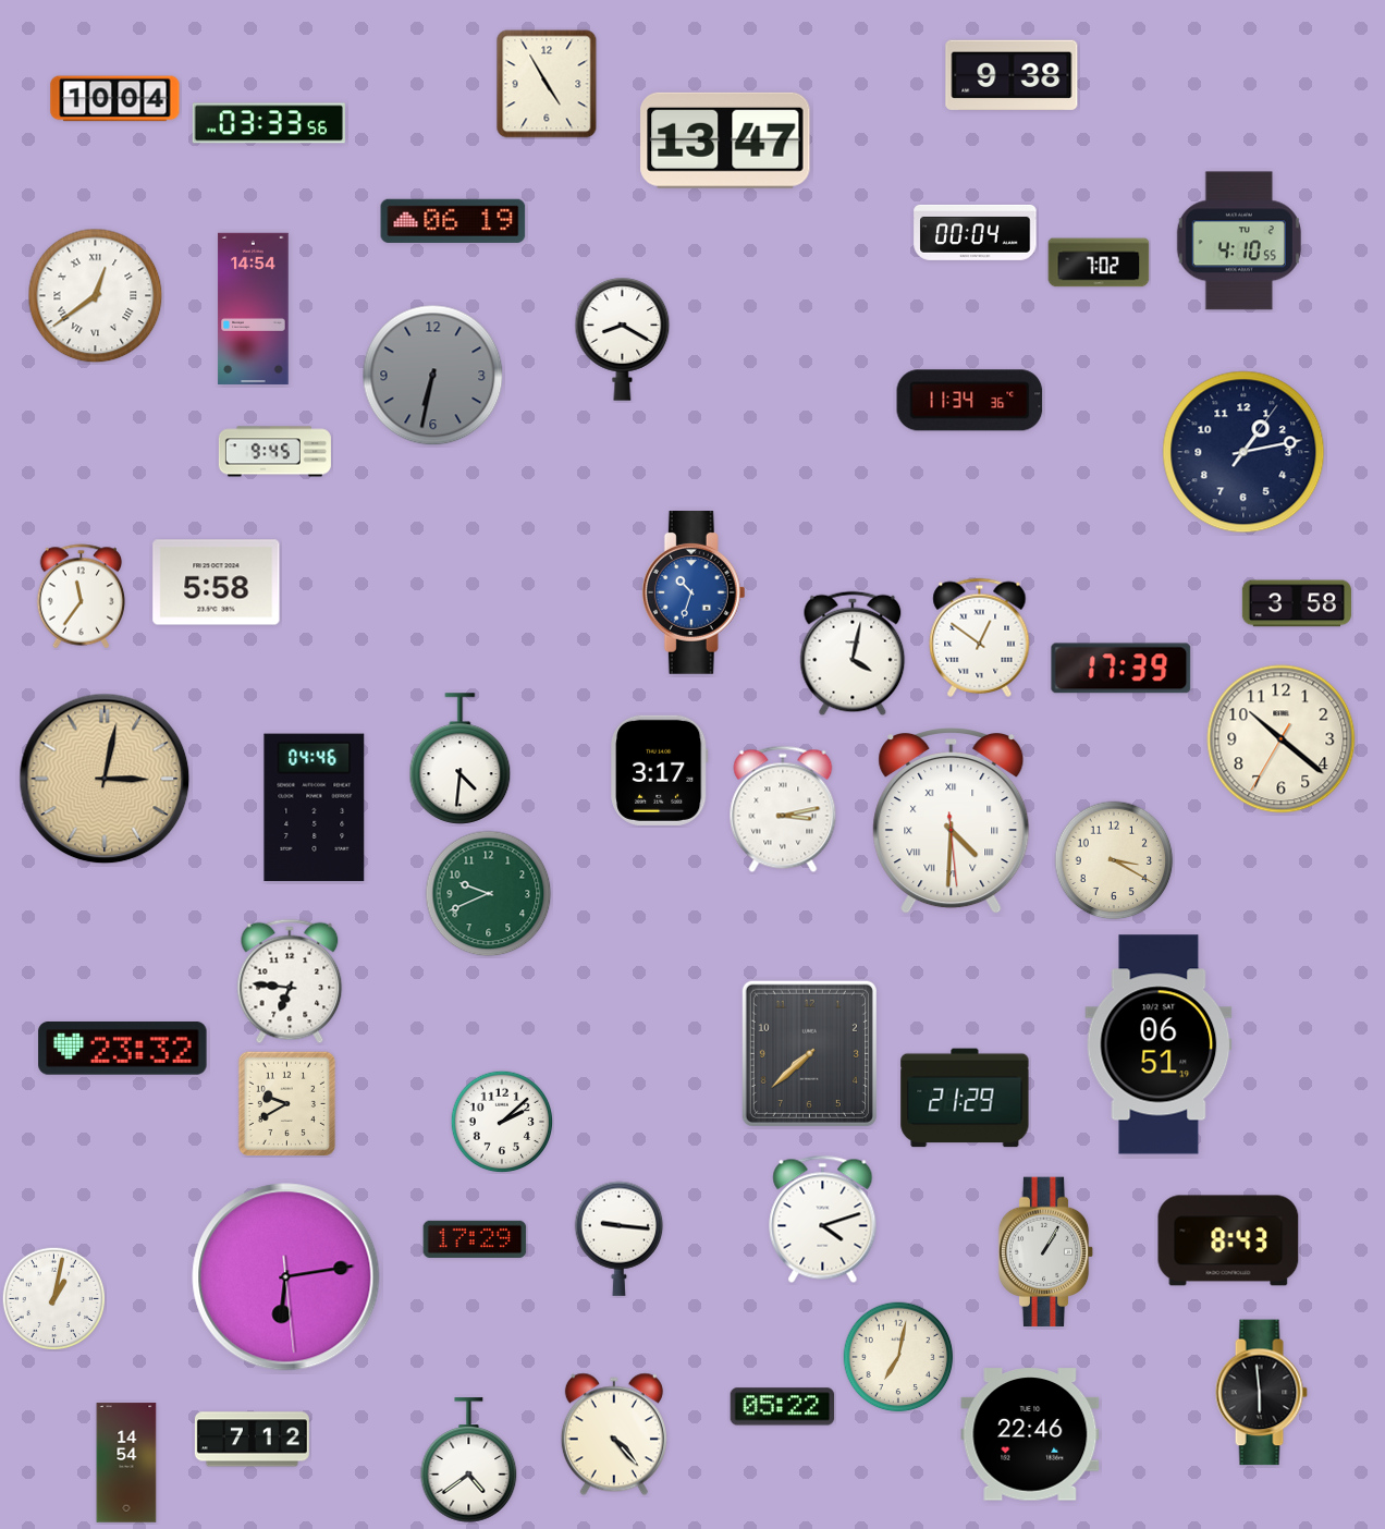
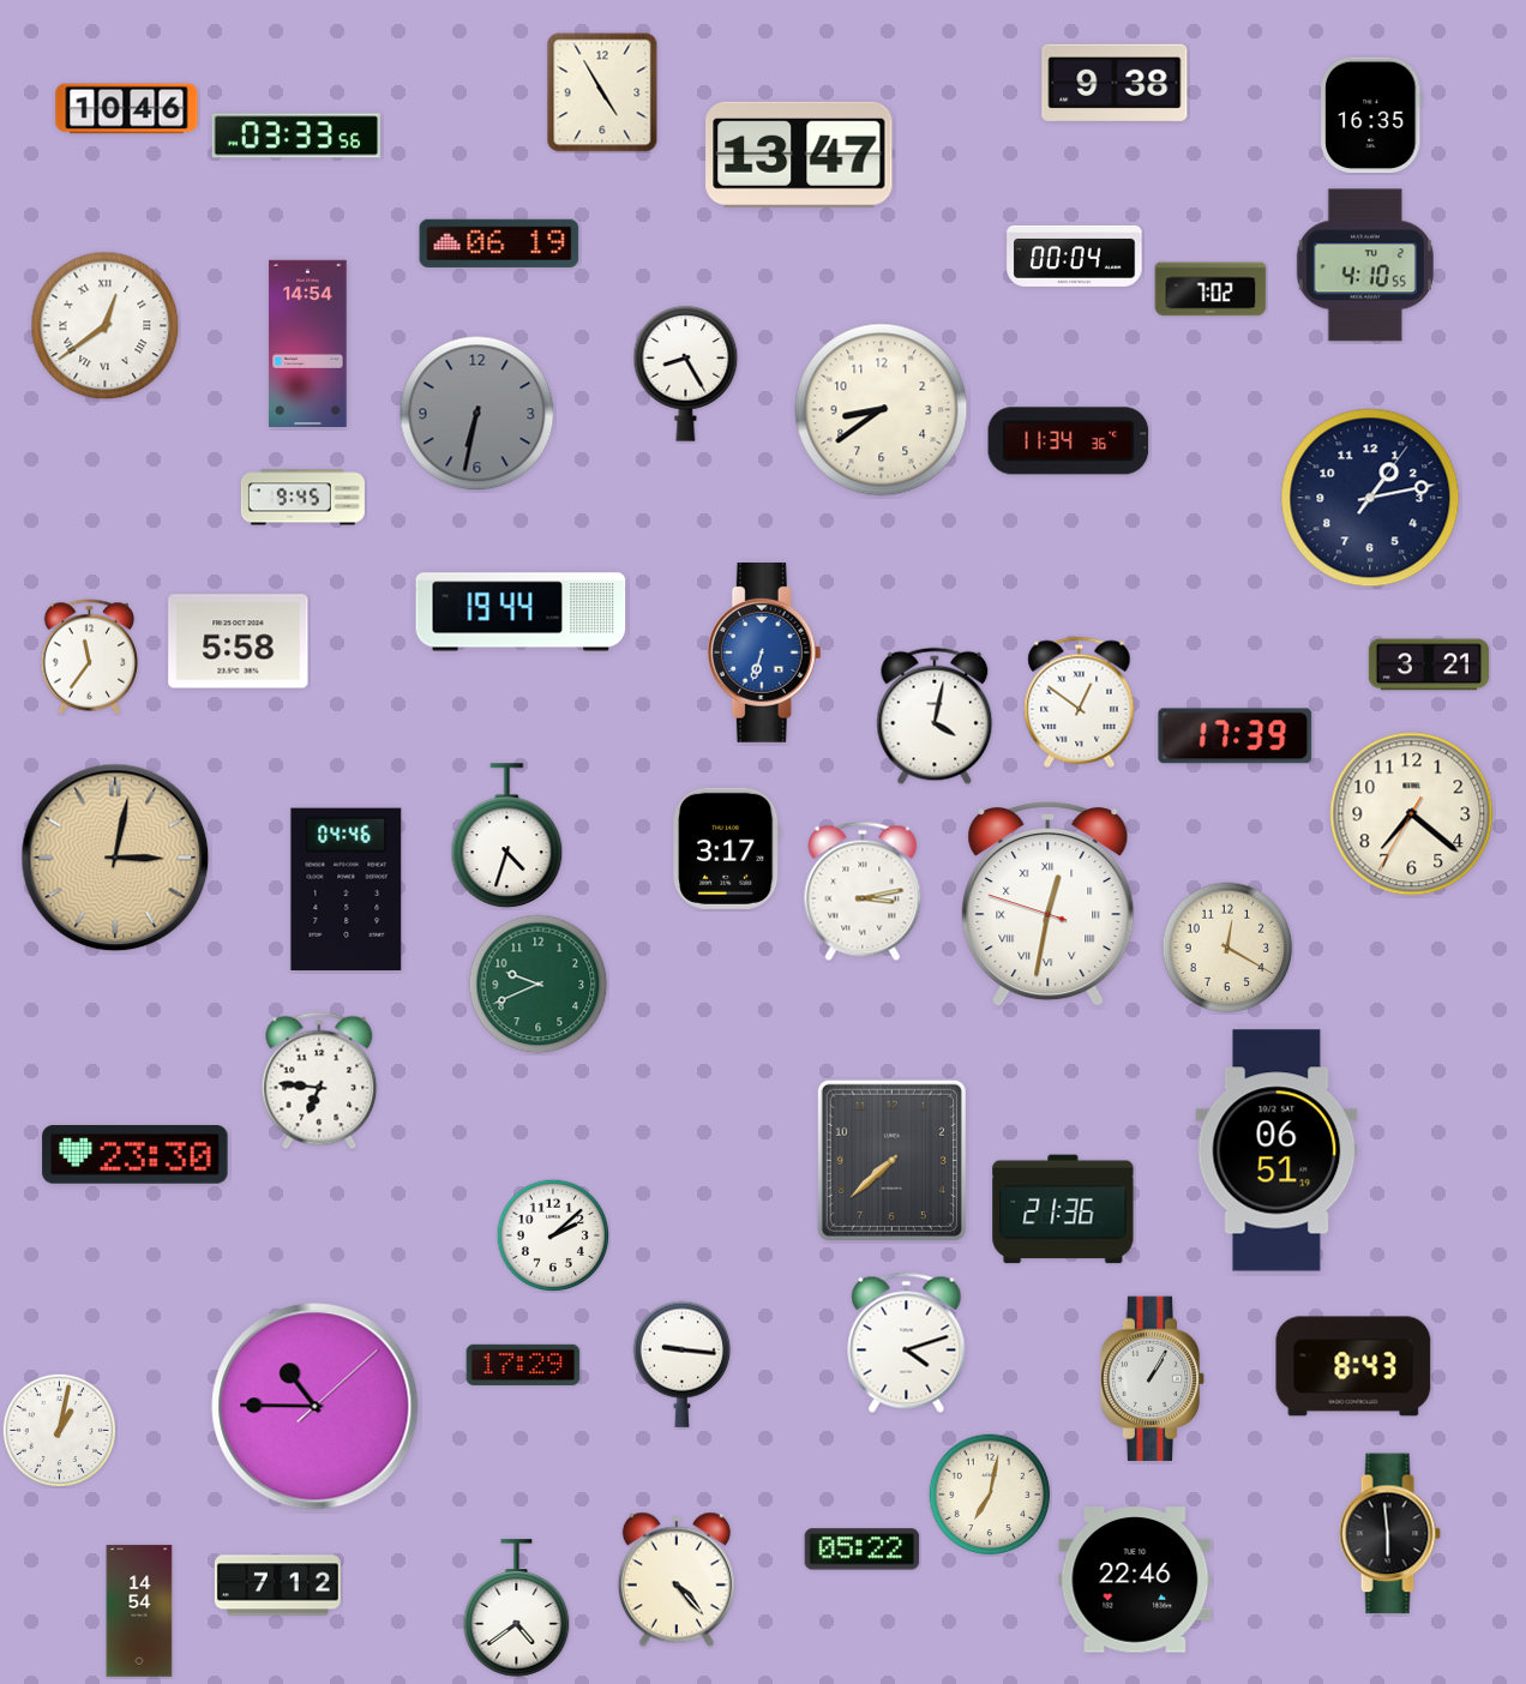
clock at (115, 99): 10:04 -> 10:46
clock at (1372, 115): none -> 16:35
clock at (254, 308) position: (254, 308) -> (308, 343)
clock at (623, 340): 8:20 -> 8:25
clock at (882, 410): none -> 8:39
clock at (521, 612): none -> 19:44
clock at (694, 594): 10:33 -> 6:33
clock at (1297, 603): 3:58 -> 3:21
clock at (853, 653) position: (853, 653) -> (935, 716)
clock at (1282, 739): 10:21 -> 7:21
clock at (461, 759): 4:31 -> 4:33
clock at (952, 822): 4:30 -> 12:31
clock at (1114, 860): 3:20 -> 12:20
clock at (123, 1049): 23:32 -> 23:30
clock at (965, 1098): 21:29 -> 21:36
clock at (287, 1103): 9:40 -> none
clock at (286, 1277): 6:13 -> 10:45
